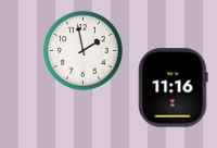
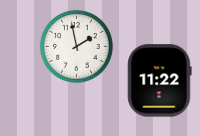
clock at (174, 88): 11:16 -> 11:22
